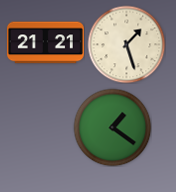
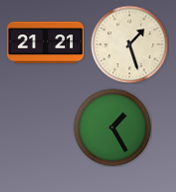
clock at (126, 44) position: (126, 44) -> (129, 44)
clock at (112, 127): 1:21 -> 1:25
